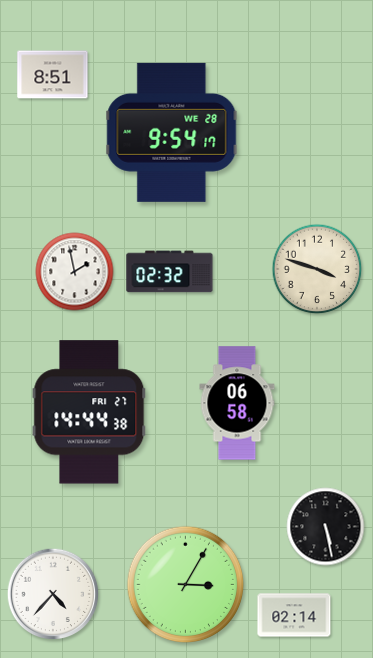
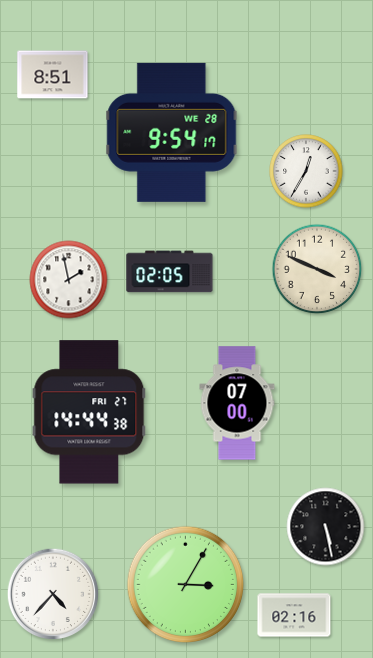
clock at (306, 171): none -> 12:35
clock at (317, 269): 3:48 -> 3:49
clock at (75, 272) position: (75, 272) -> (69, 280)
clock at (170, 272): 02:32 -> 02:05
clock at (237, 403): 06:58 -> 07:00
clock at (294, 615): 02:14 -> 02:16
